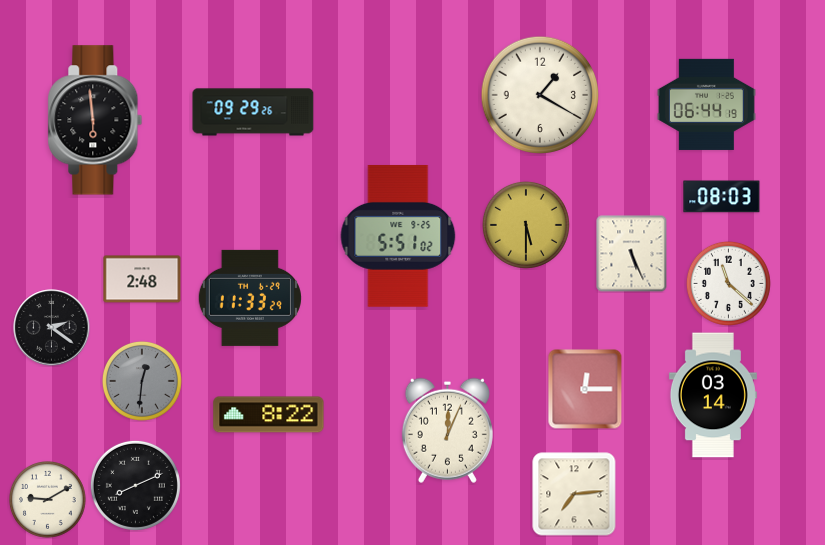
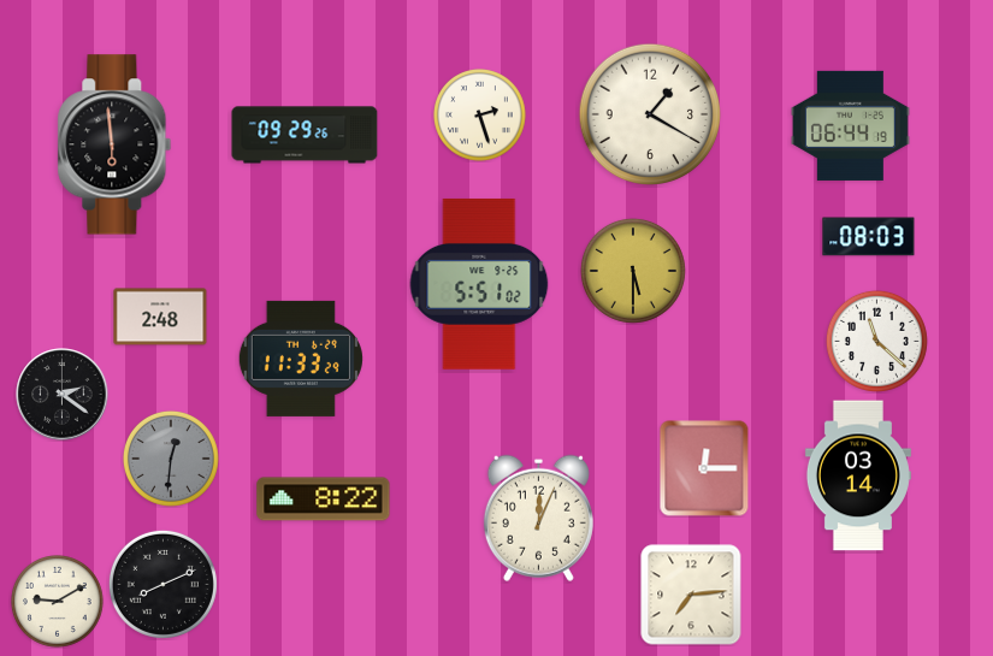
clock at (480, 116): none -> 2:27
clock at (632, 253): 5:26 -> none
clock at (142, 279) position: (142, 279) -> (160, 317)
